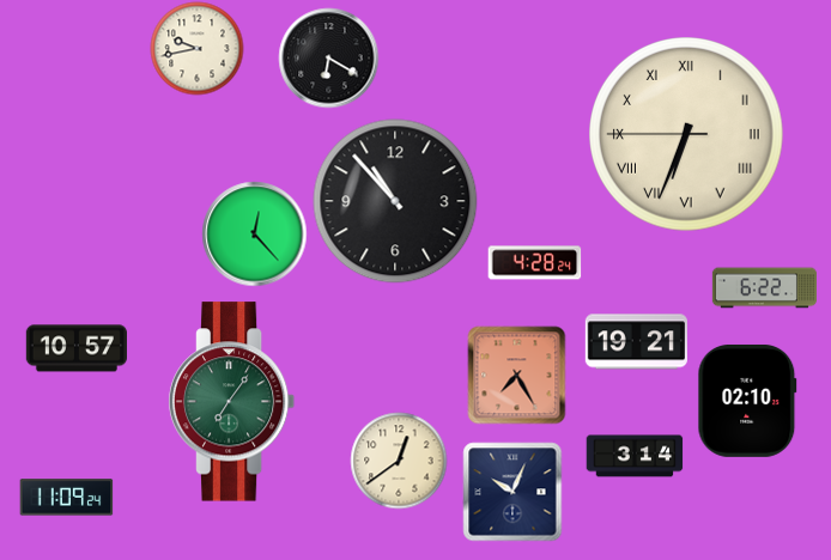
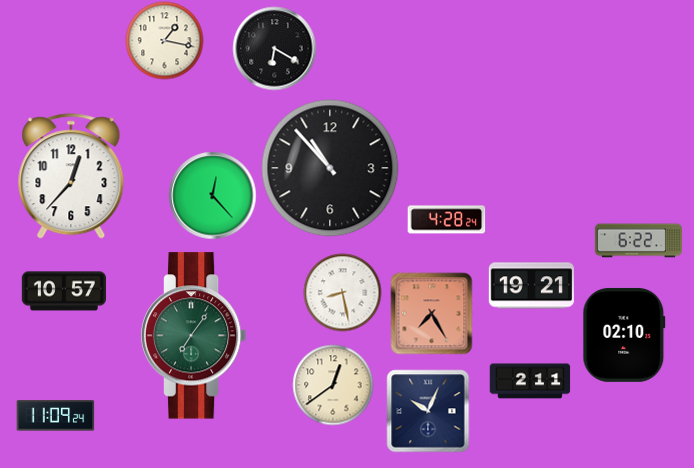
clock at (196, 48): 9:43 -> 1:17
clock at (687, 135): 6:33 -> none
clock at (71, 176): none -> 12:37
clock at (342, 292): none -> 8:28
clock at (635, 456): 3:14 -> 2:11
